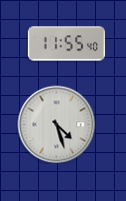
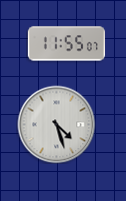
clock at (66, 44): 11:55:40 -> 11:55:07
